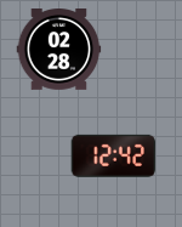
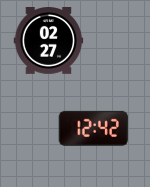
clock at (59, 50): 02:28 -> 02:27
